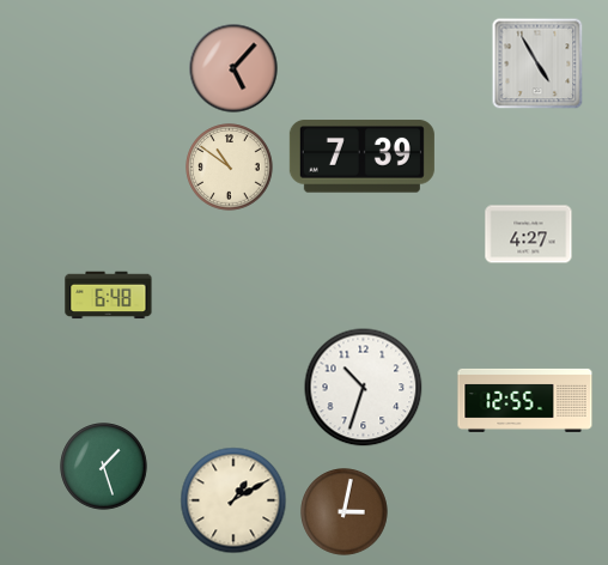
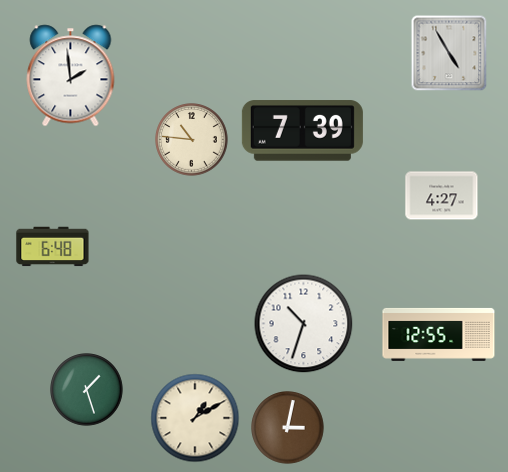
clock at (233, 68): 5:07 -> none
clock at (71, 76): none -> 1:59
clock at (230, 168): 10:51 -> 10:46
clock at (109, 296) position: (109, 296) -> (53, 247)
